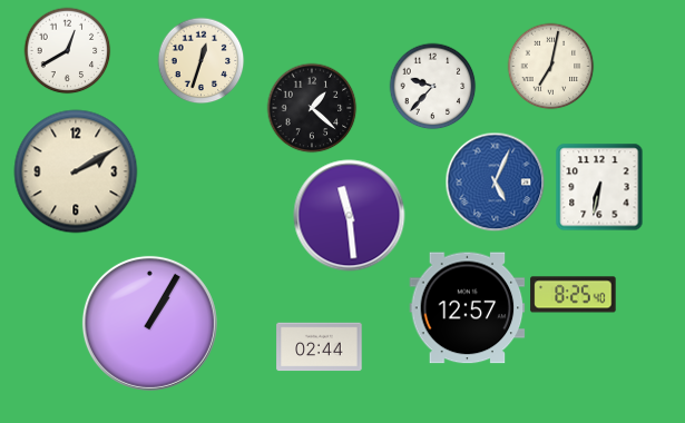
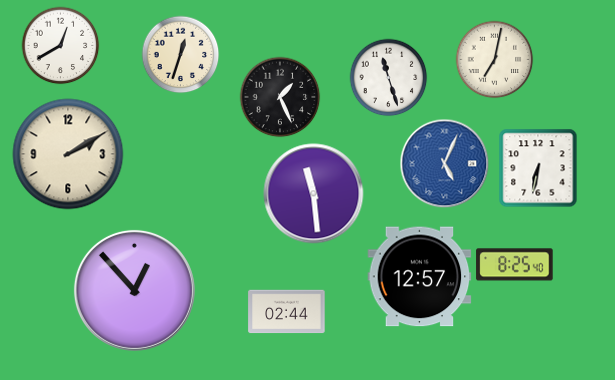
clock at (432, 86): 9:37 -> 11:27
clock at (312, 108): 1:22 -> 1:26
clock at (149, 323): 1:05 -> 12:53
